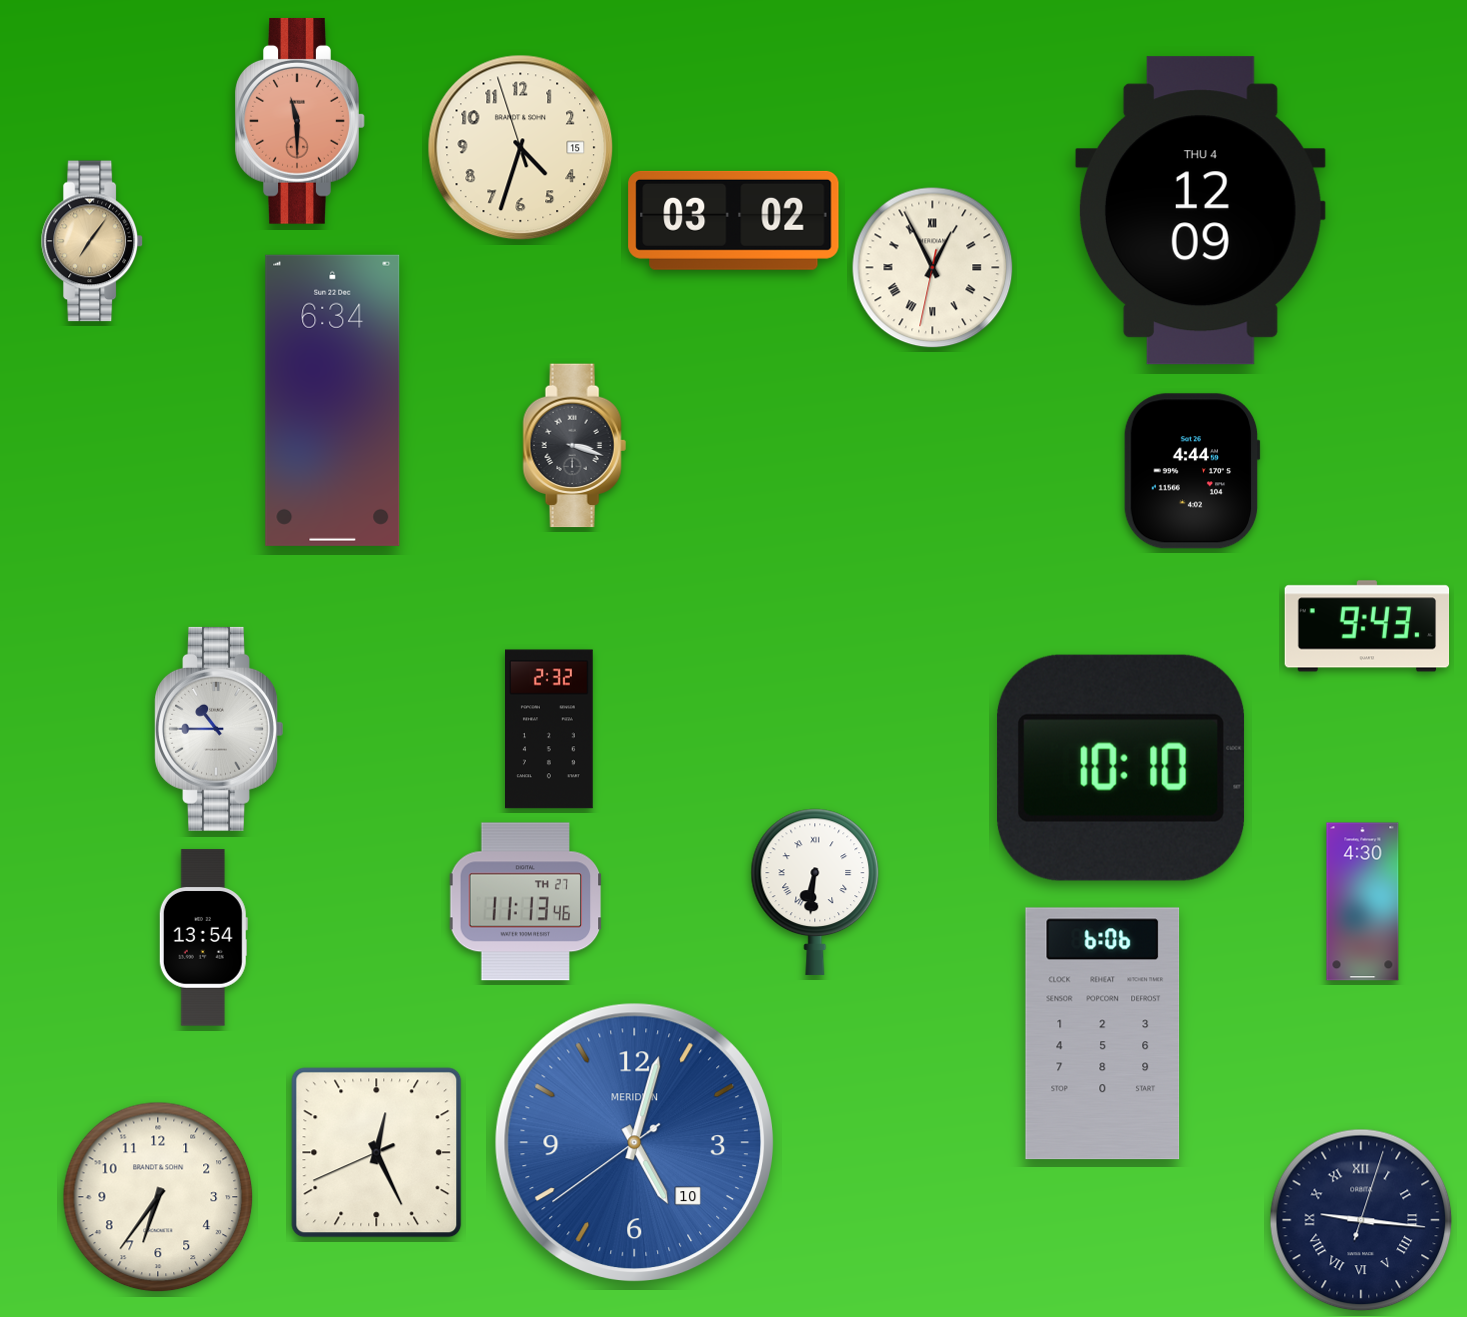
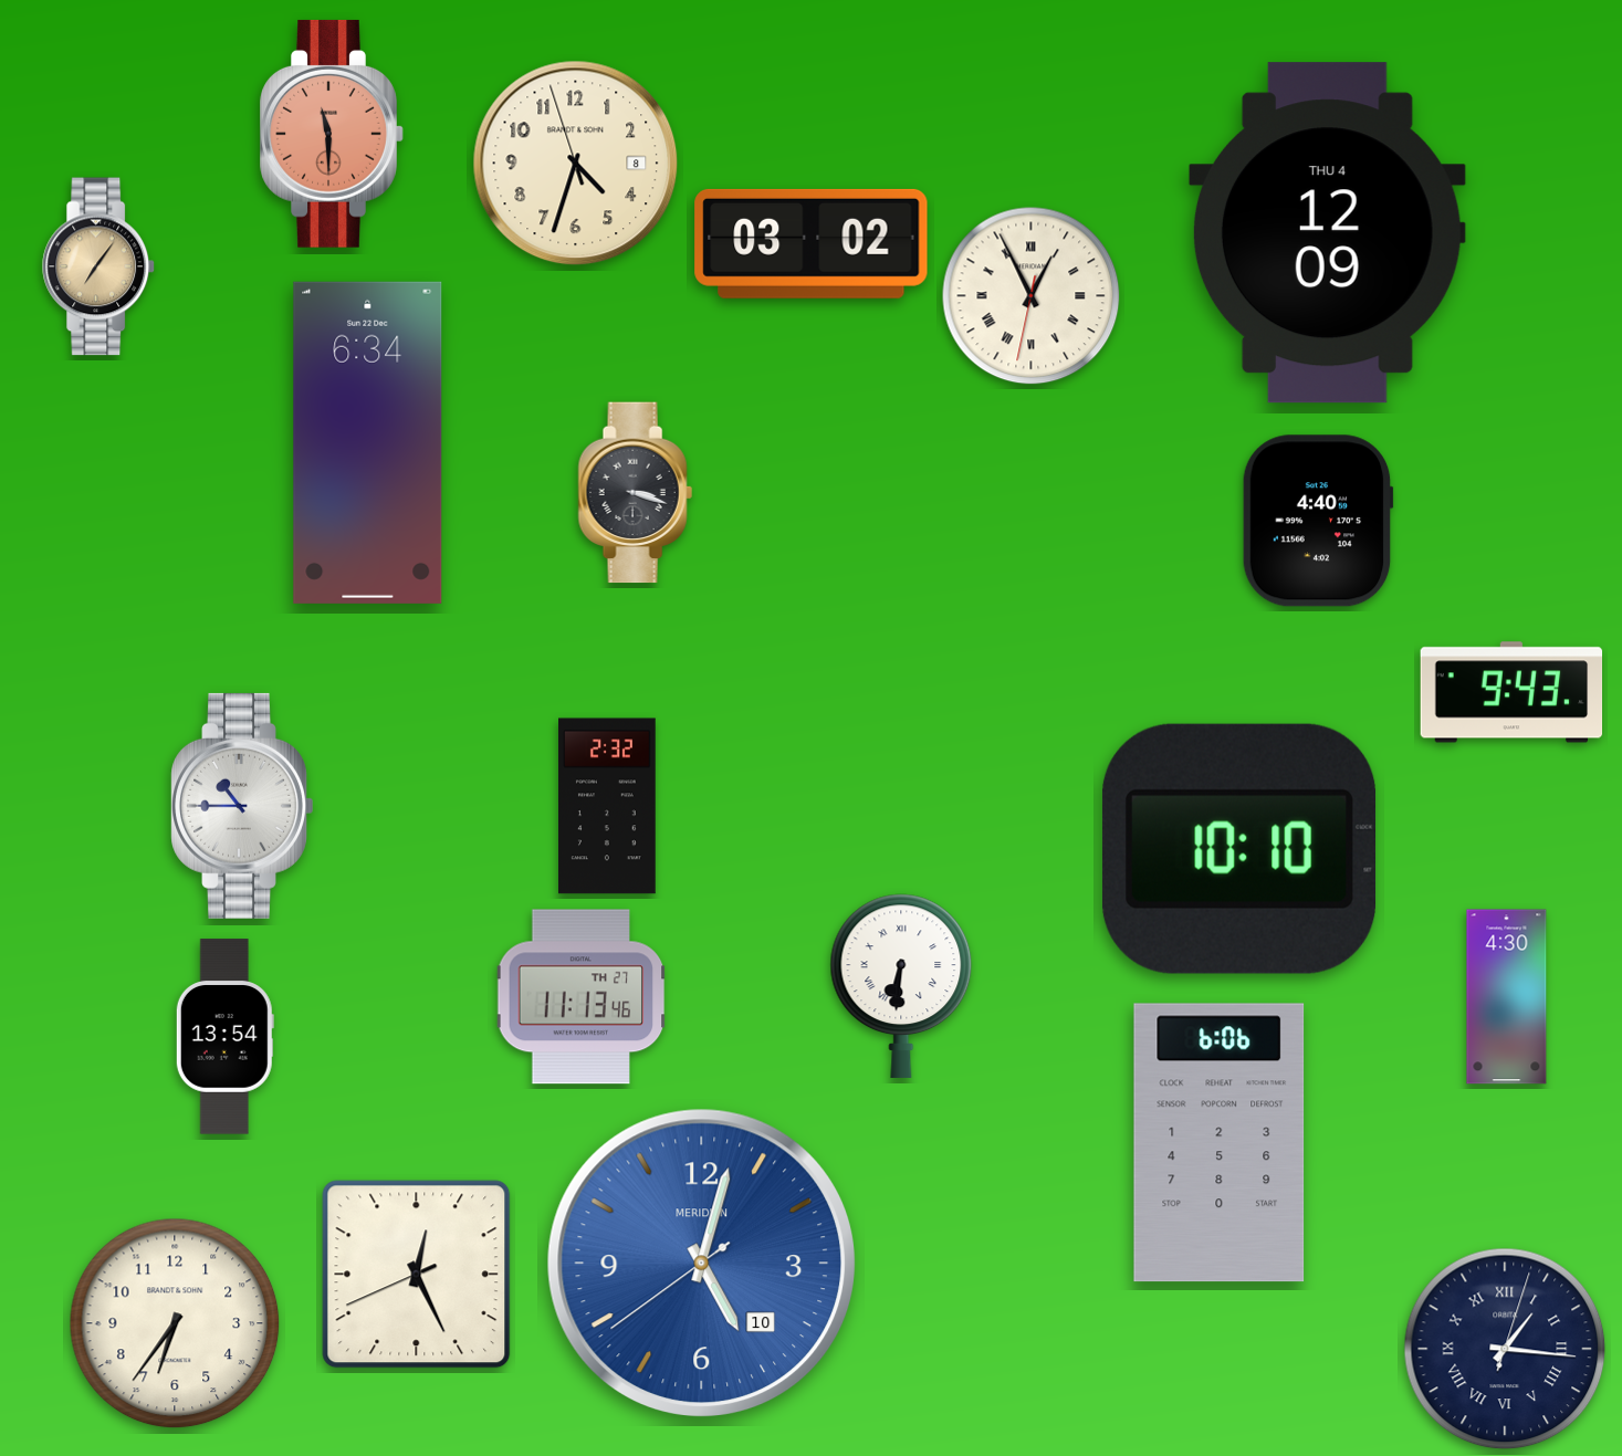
clock at (521, 148) date: 15 -> 8
clock at (92, 241) position: (92, 241) -> (98, 266)
clock at (1192, 471): 4:44 -> 4:40
clock at (1361, 1220): 9:16 -> 1:16
